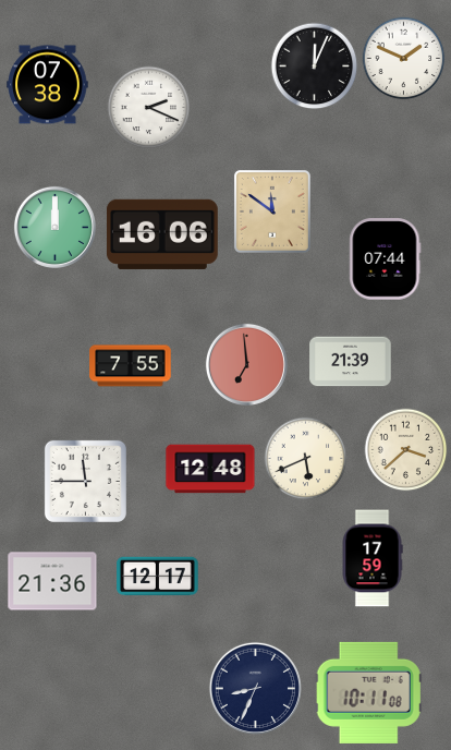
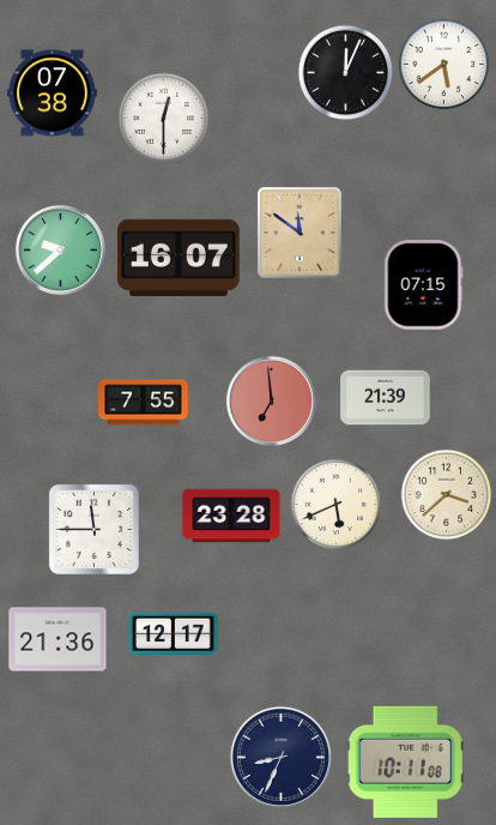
clock at (404, 59): 1:49 -> 5:39
clock at (149, 108): 2:19 -> 12:30
clock at (54, 227): 12:00 -> 9:38
clock at (162, 234): 16:06 -> 16:07
clock at (386, 259): 07:44 -> 07:15
clock at (210, 469): 12:48 -> 23:28
clock at (373, 558): 17:59 -> none
